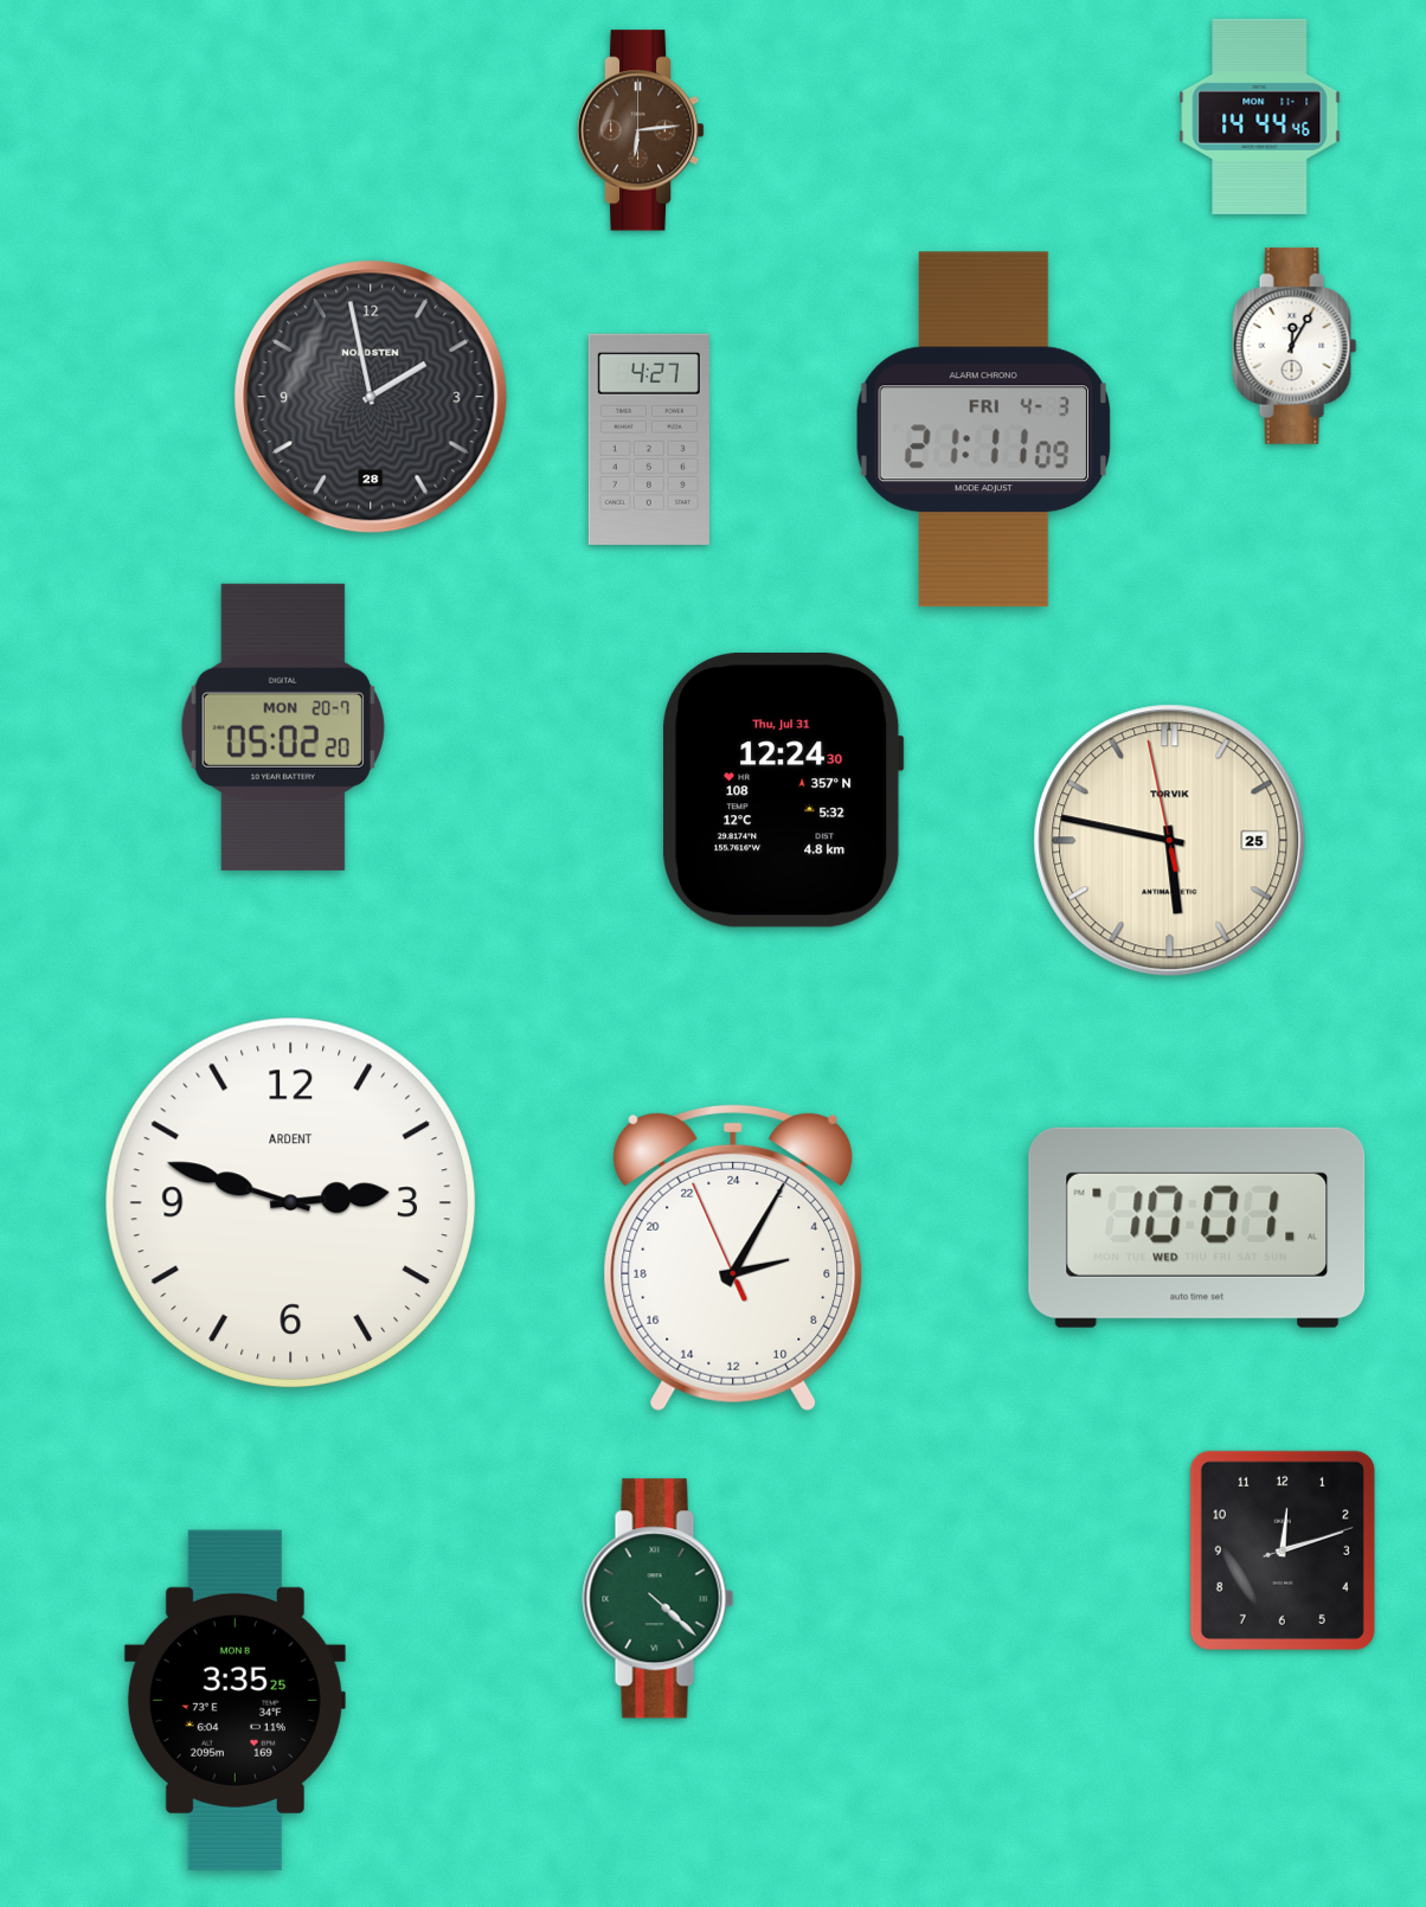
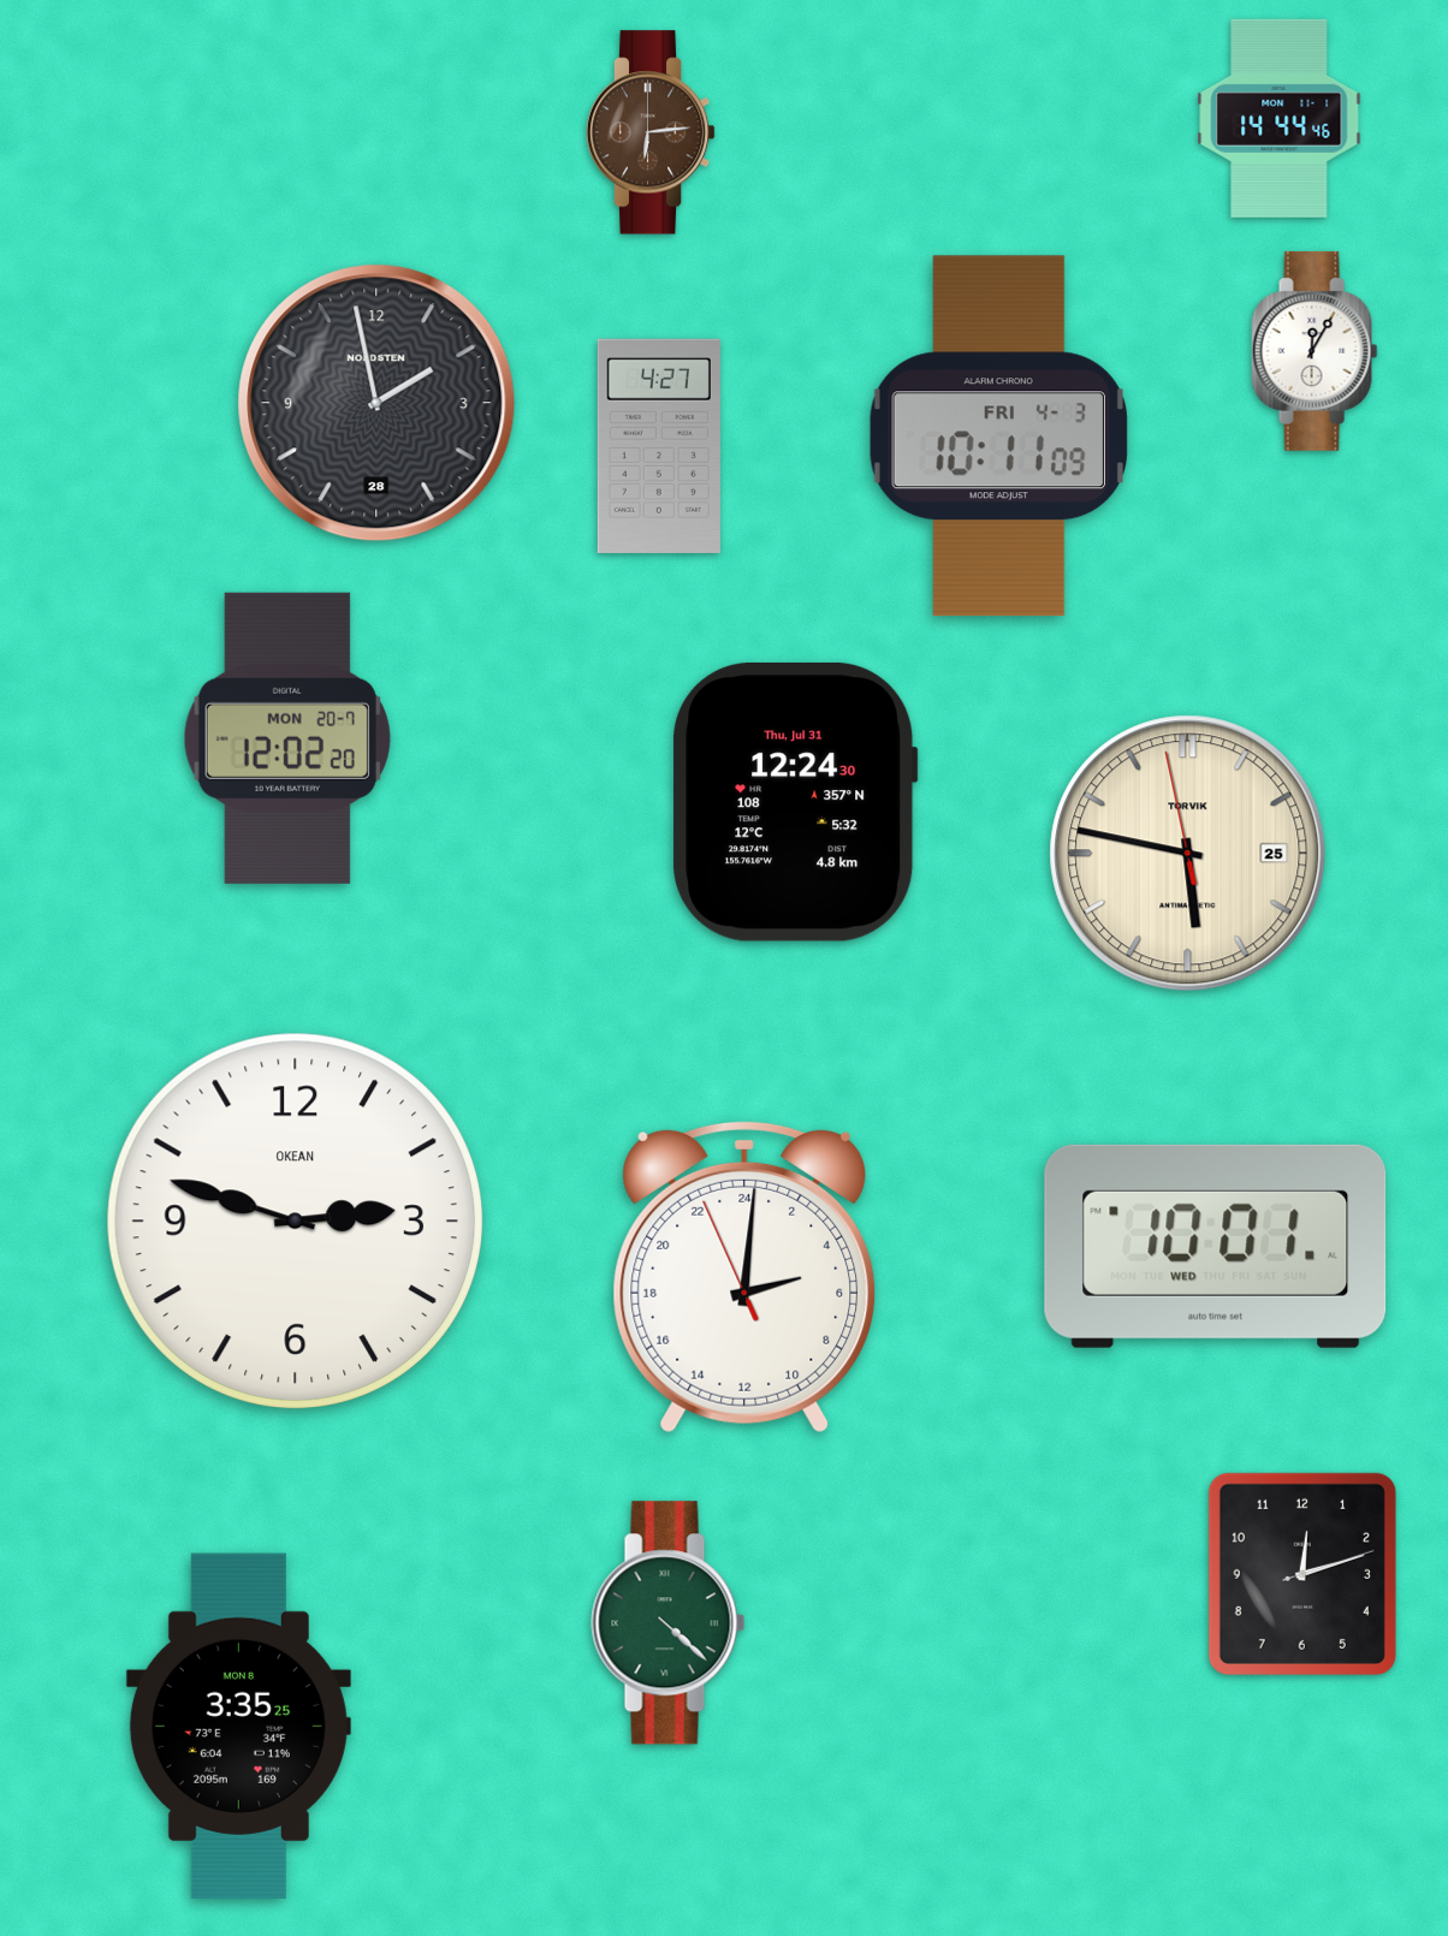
clock at (983, 430): 21:11 -> 10:11
clock at (283, 727): 05:02 -> 12:02
clock at (290, 1202) brand: ARDENT -> OKEAN
clock at (733, 1258): 5:04 -> 5:00
